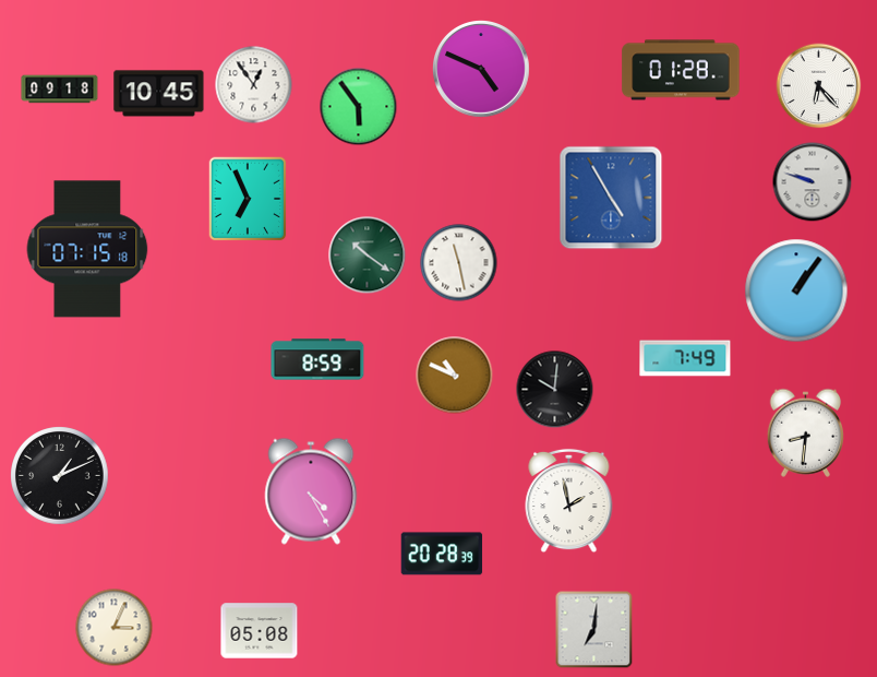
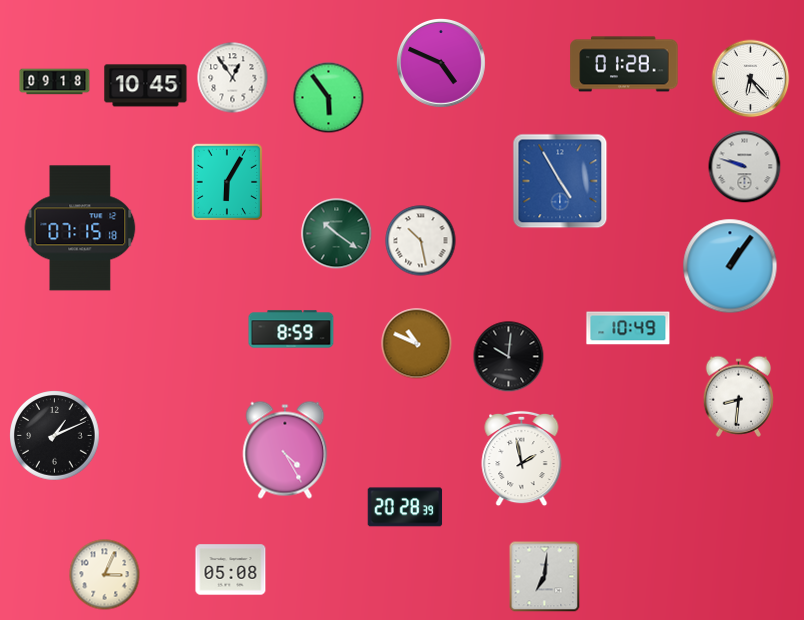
clock at (248, 199): 6:56 -> 6:05
clock at (459, 263): 11:28 -> 10:28
clock at (685, 358): 7:49 -> 10:49
clock at (260, 631) position: (260, 631) -> (231, 570)
